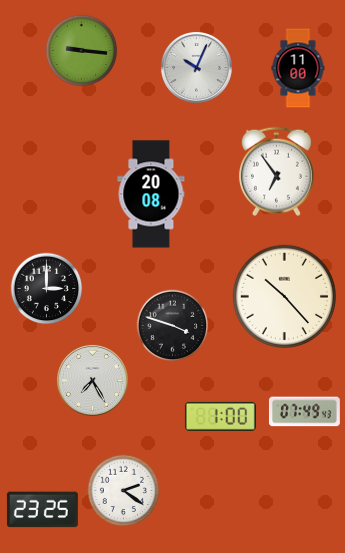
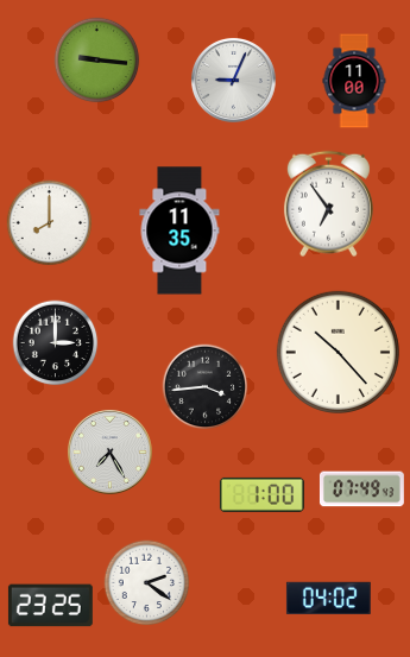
clock at (196, 67): 10:04 -> 9:04
clock at (50, 223): none -> 8:00
clock at (151, 194): 20:08 -> 11:35
clock at (173, 326): 3:48 -> 3:44
clock at (328, 598): none -> 04:02
